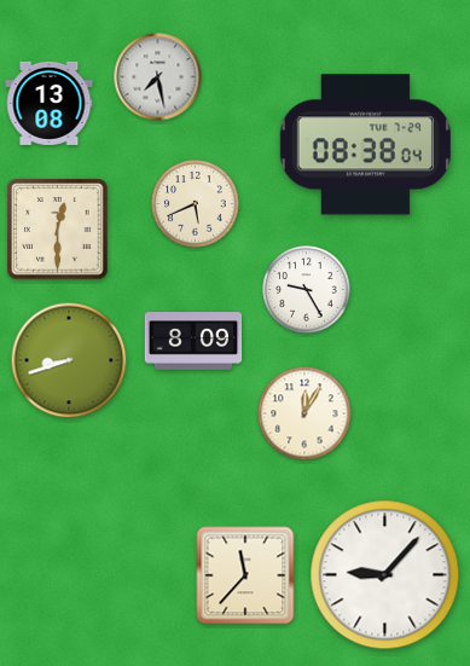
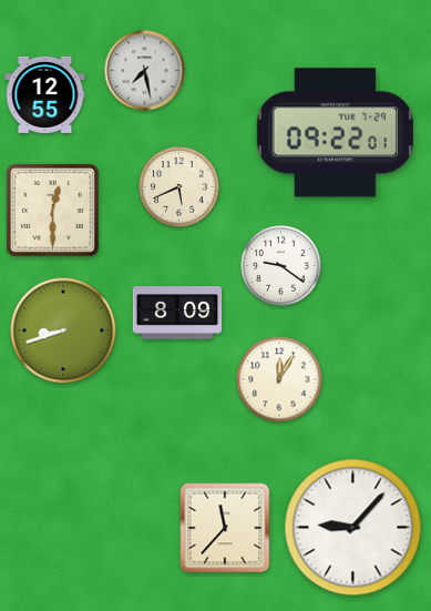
clock at (50, 103): 13:08 -> 12:55
clock at (365, 145): 08:38 -> 09:22
clock at (307, 290): 9:25 -> 9:21
